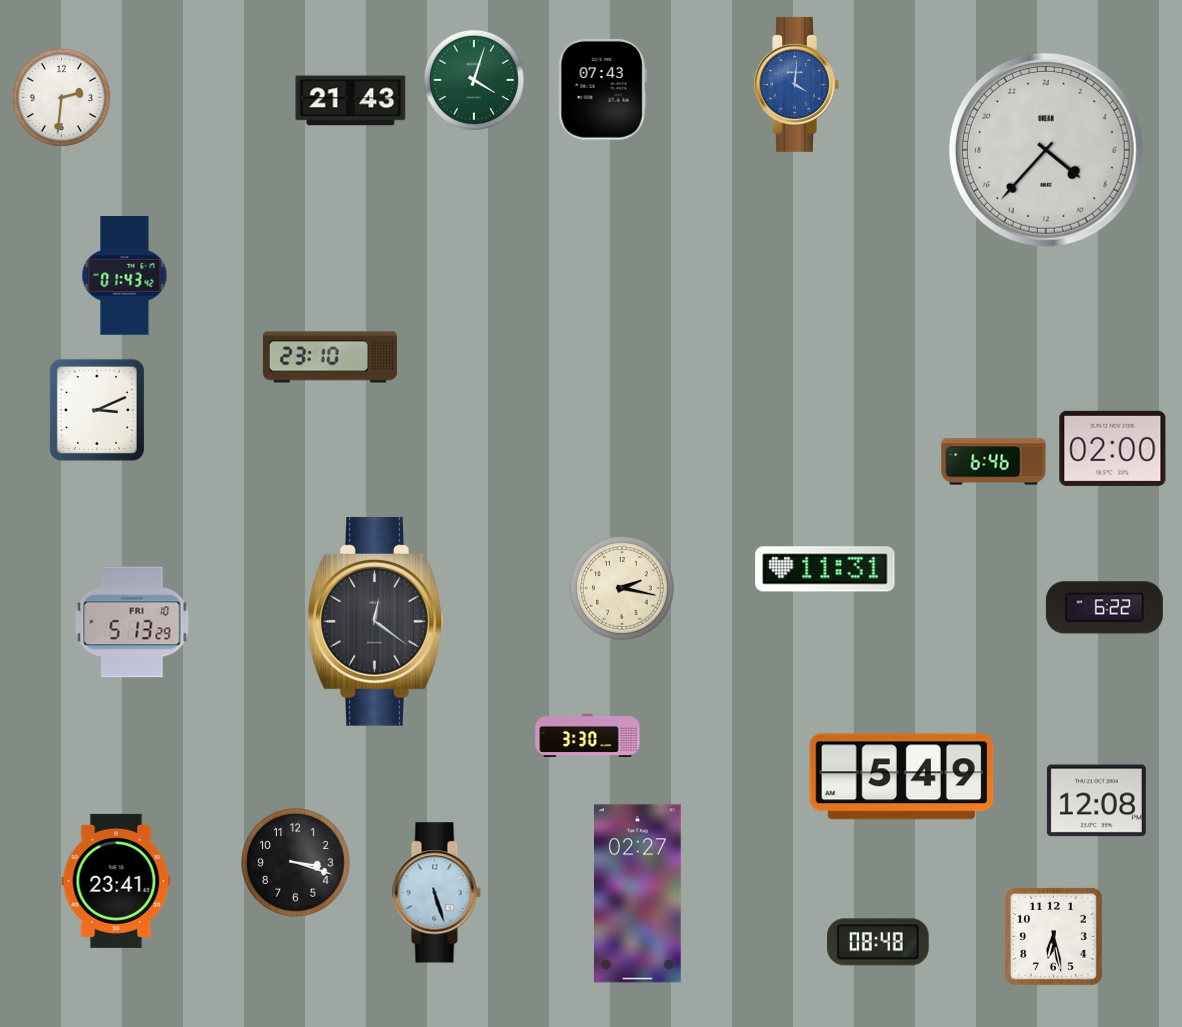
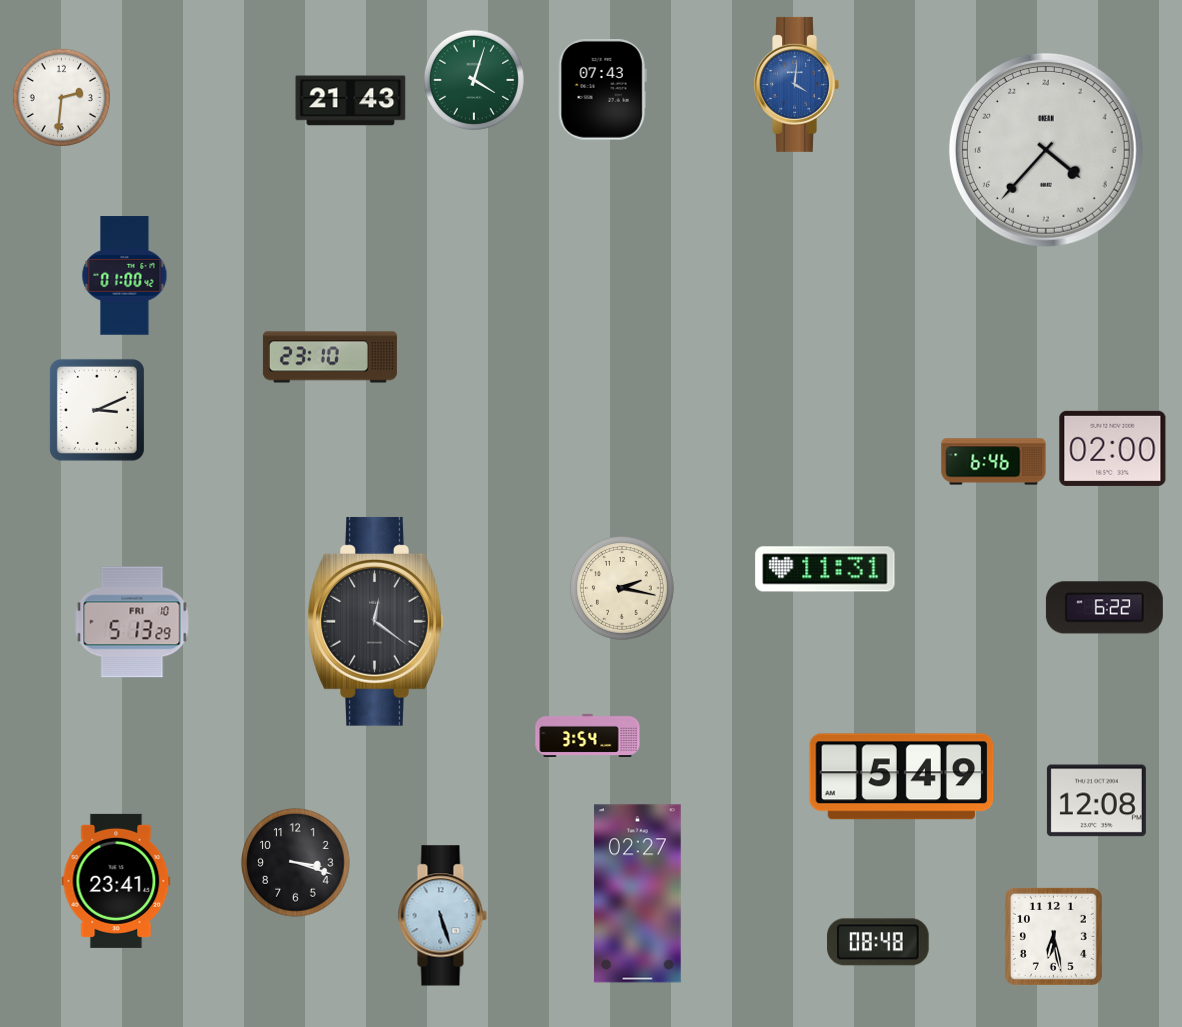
clock at (125, 276): 01:43 -> 01:00
clock at (588, 735): 3:30 -> 3:54
clock at (436, 893) position: (436, 893) -> (442, 916)
